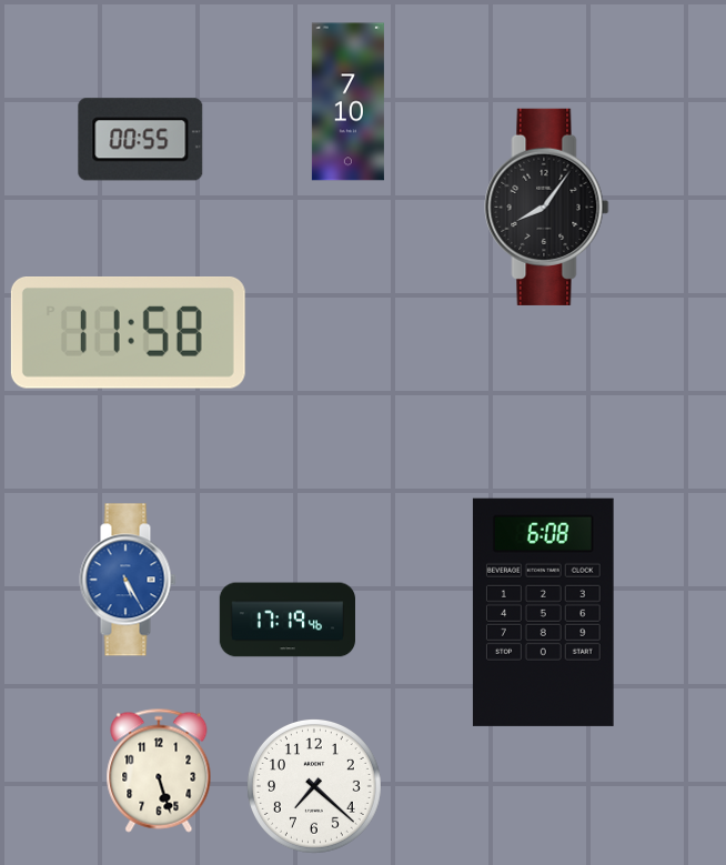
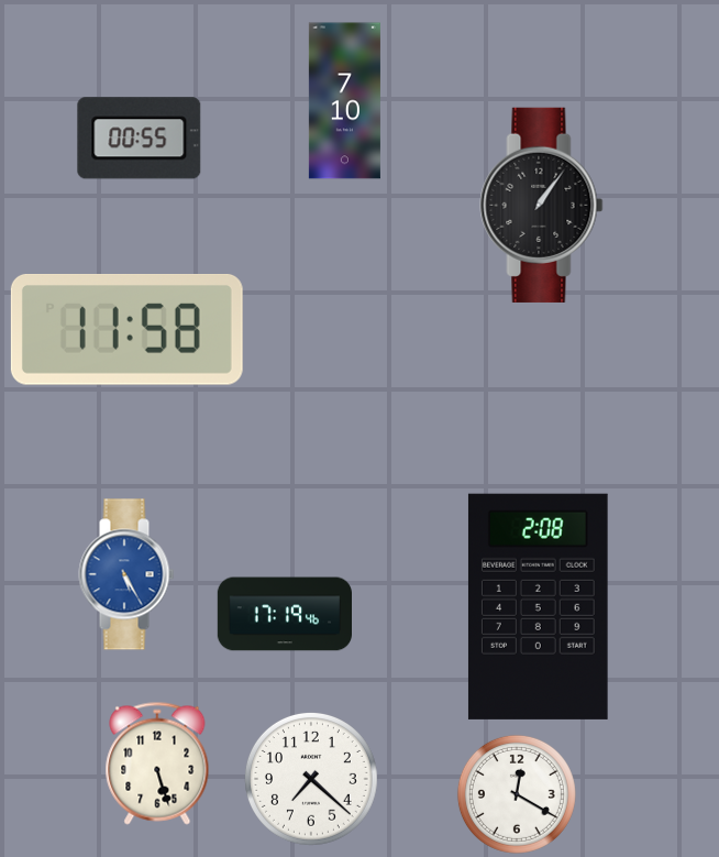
clock at (547, 207): 8:06 -> 1:06
clock at (543, 612): 6:08 -> 2:08
clock at (517, 794): none -> 12:20
